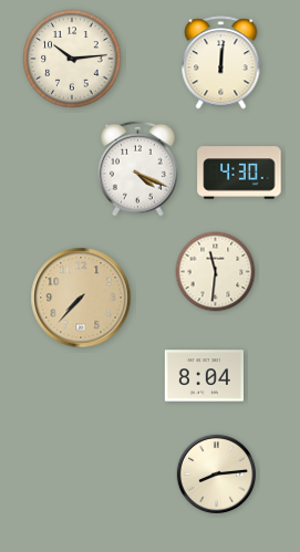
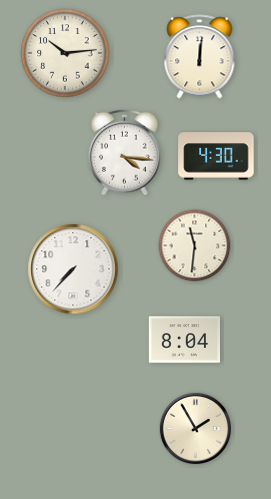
clock at (138, 168): 4:19 -> 4:16
clock at (81, 298) dial: champagne -> white
clock at (216, 473): 8:14 -> 1:55
